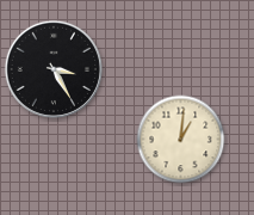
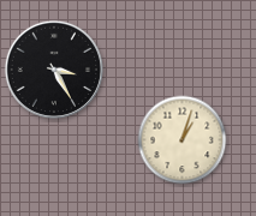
clock at (181, 140): 1:01 -> 1:03
